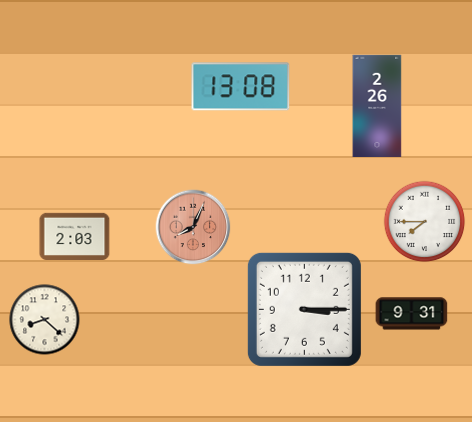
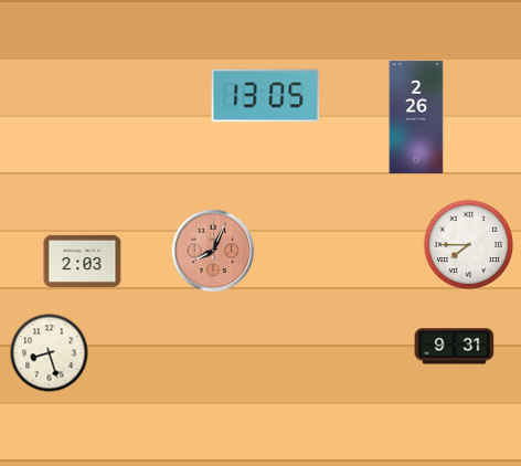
clock at (241, 87): 13:08 -> 13:05
clock at (304, 309): 3:15 -> none
clock at (45, 320): 8:22 -> 8:27
